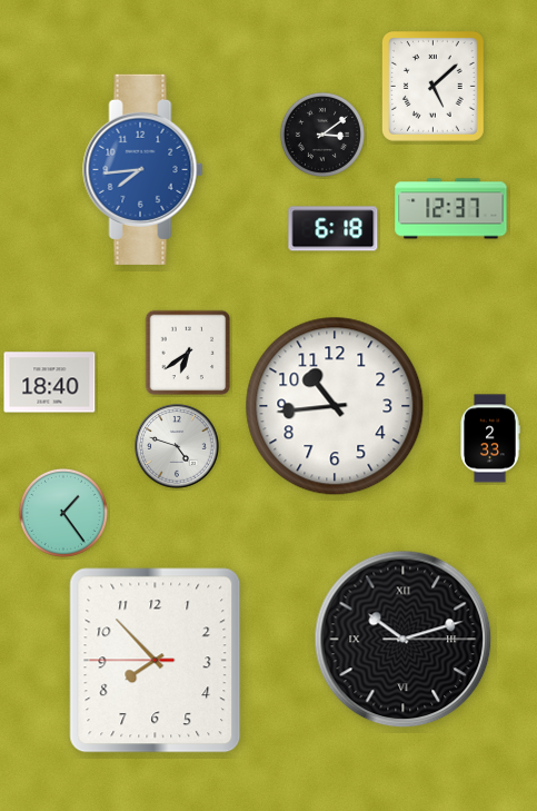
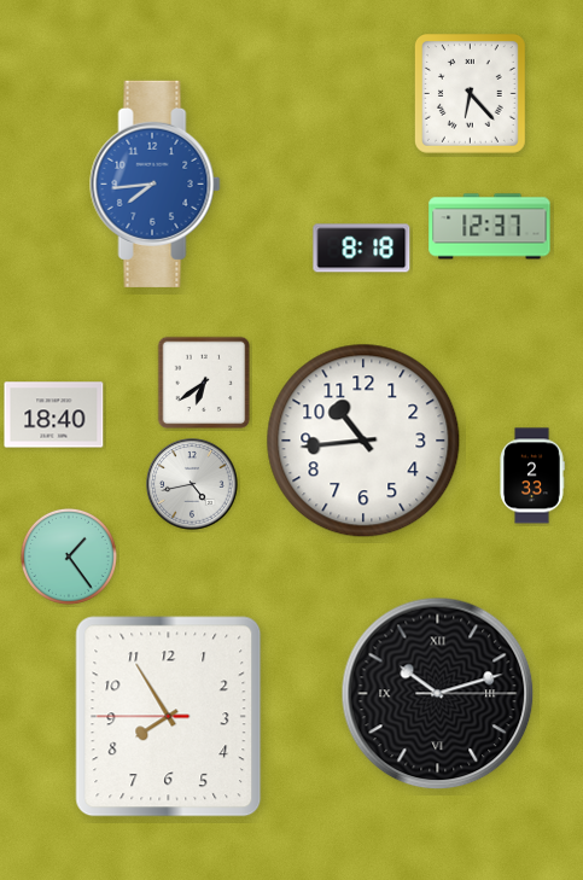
clock at (432, 86): 5:08 -> 6:23
clock at (322, 135): 3:09 -> none
clock at (334, 229): 6:18 -> 8:18
clock at (177, 446): 4:48 -> 4:43
clock at (156, 661): 7:52 -> 7:54
